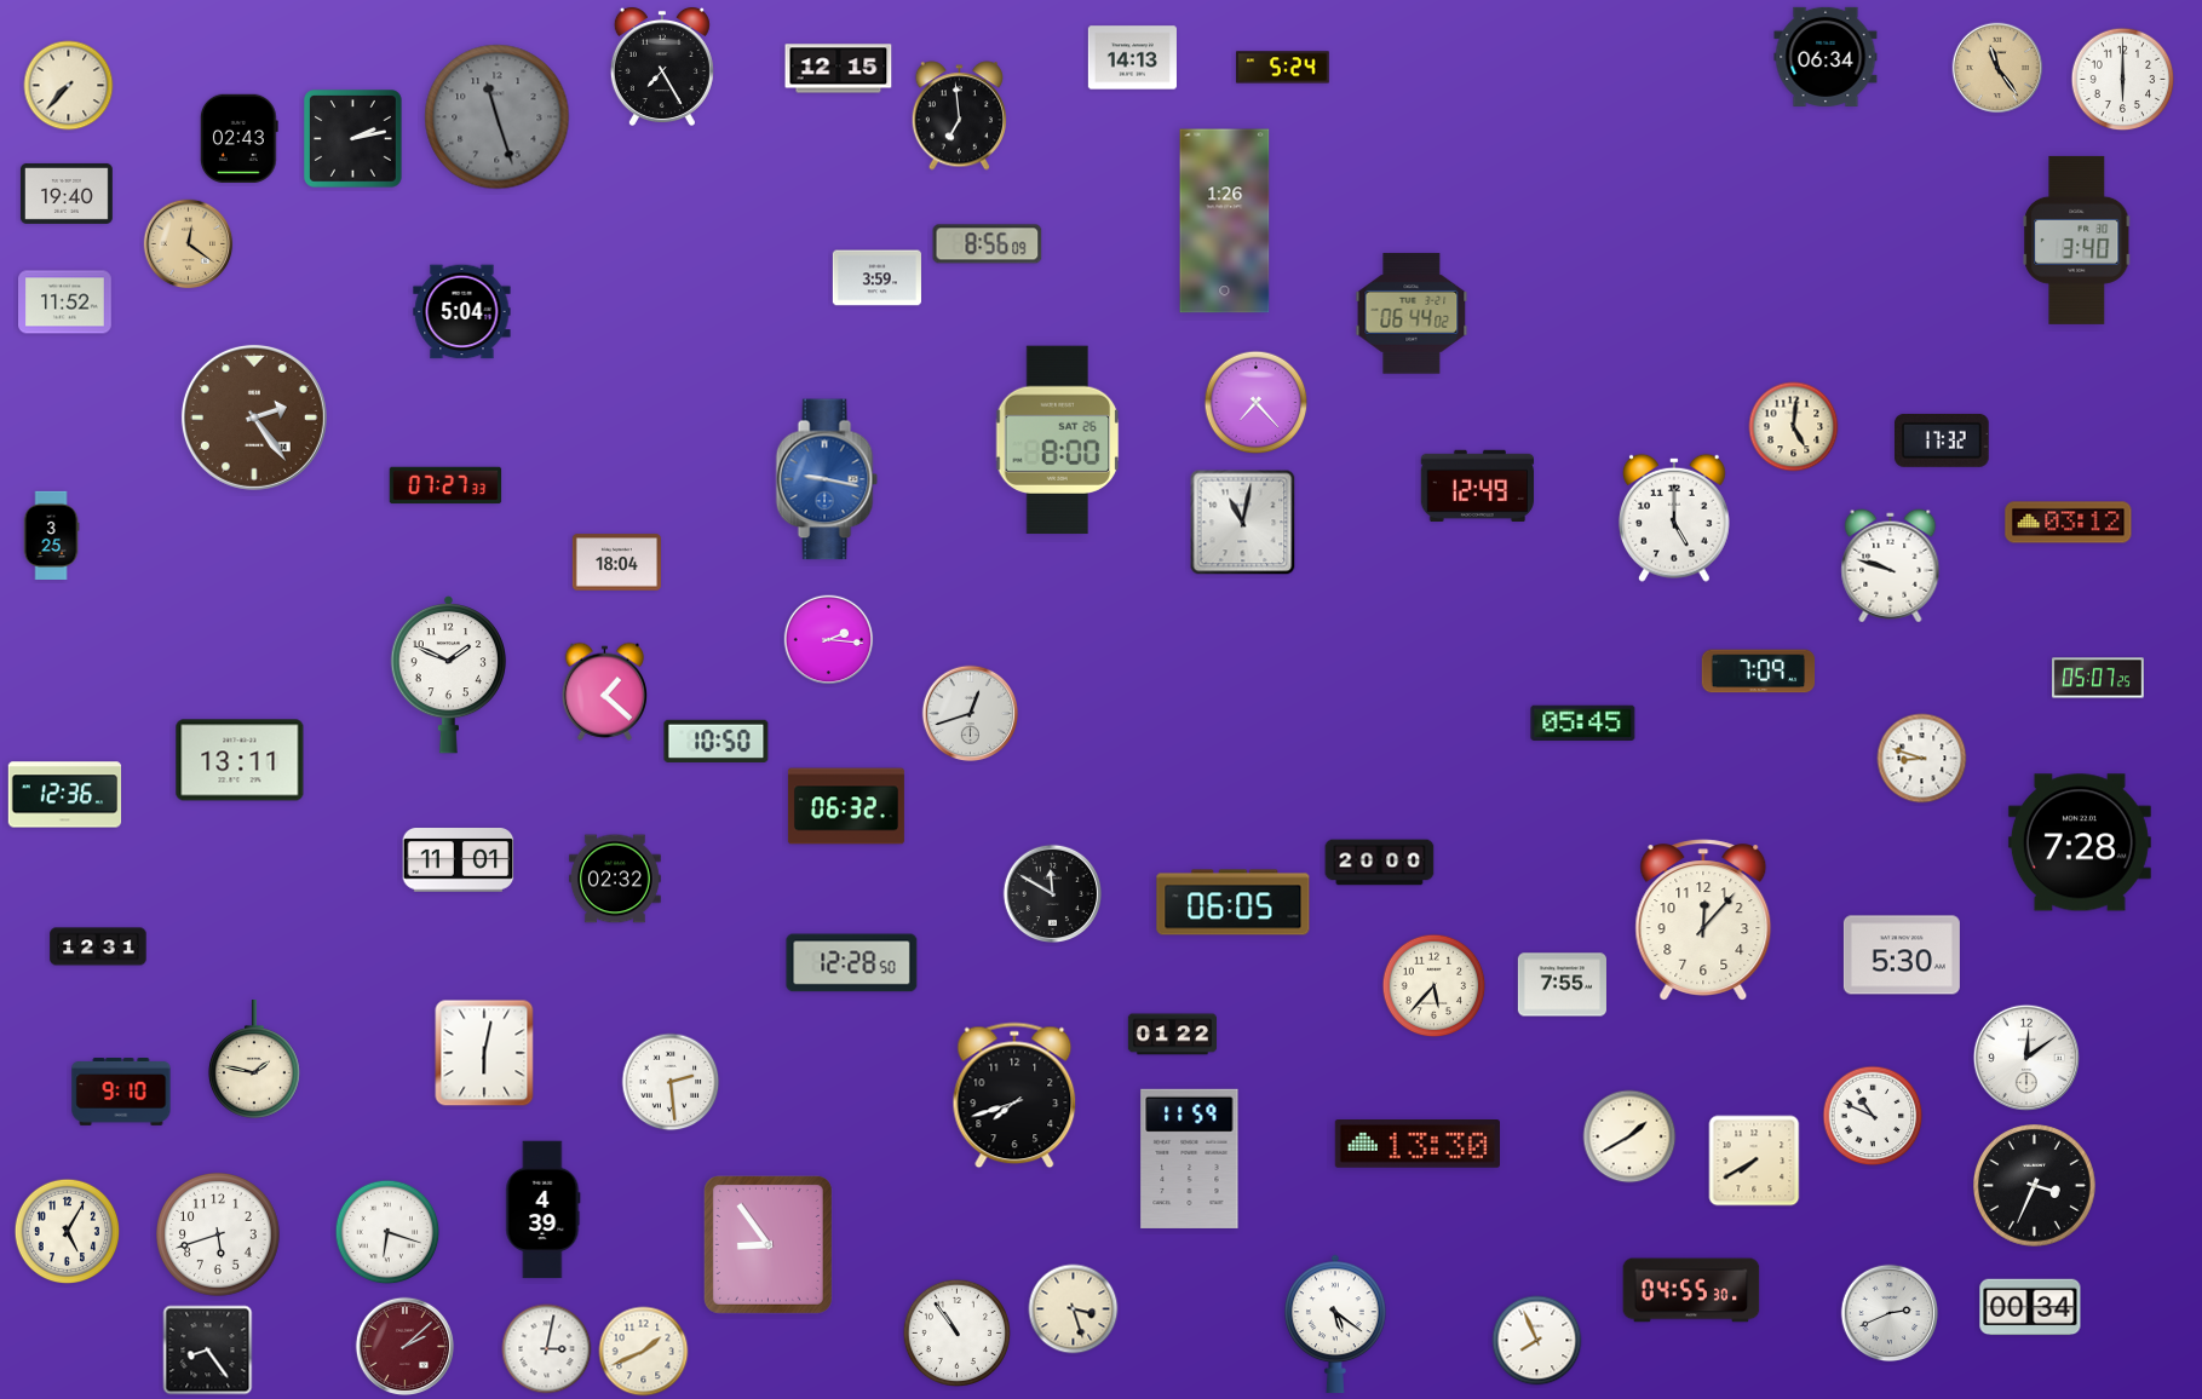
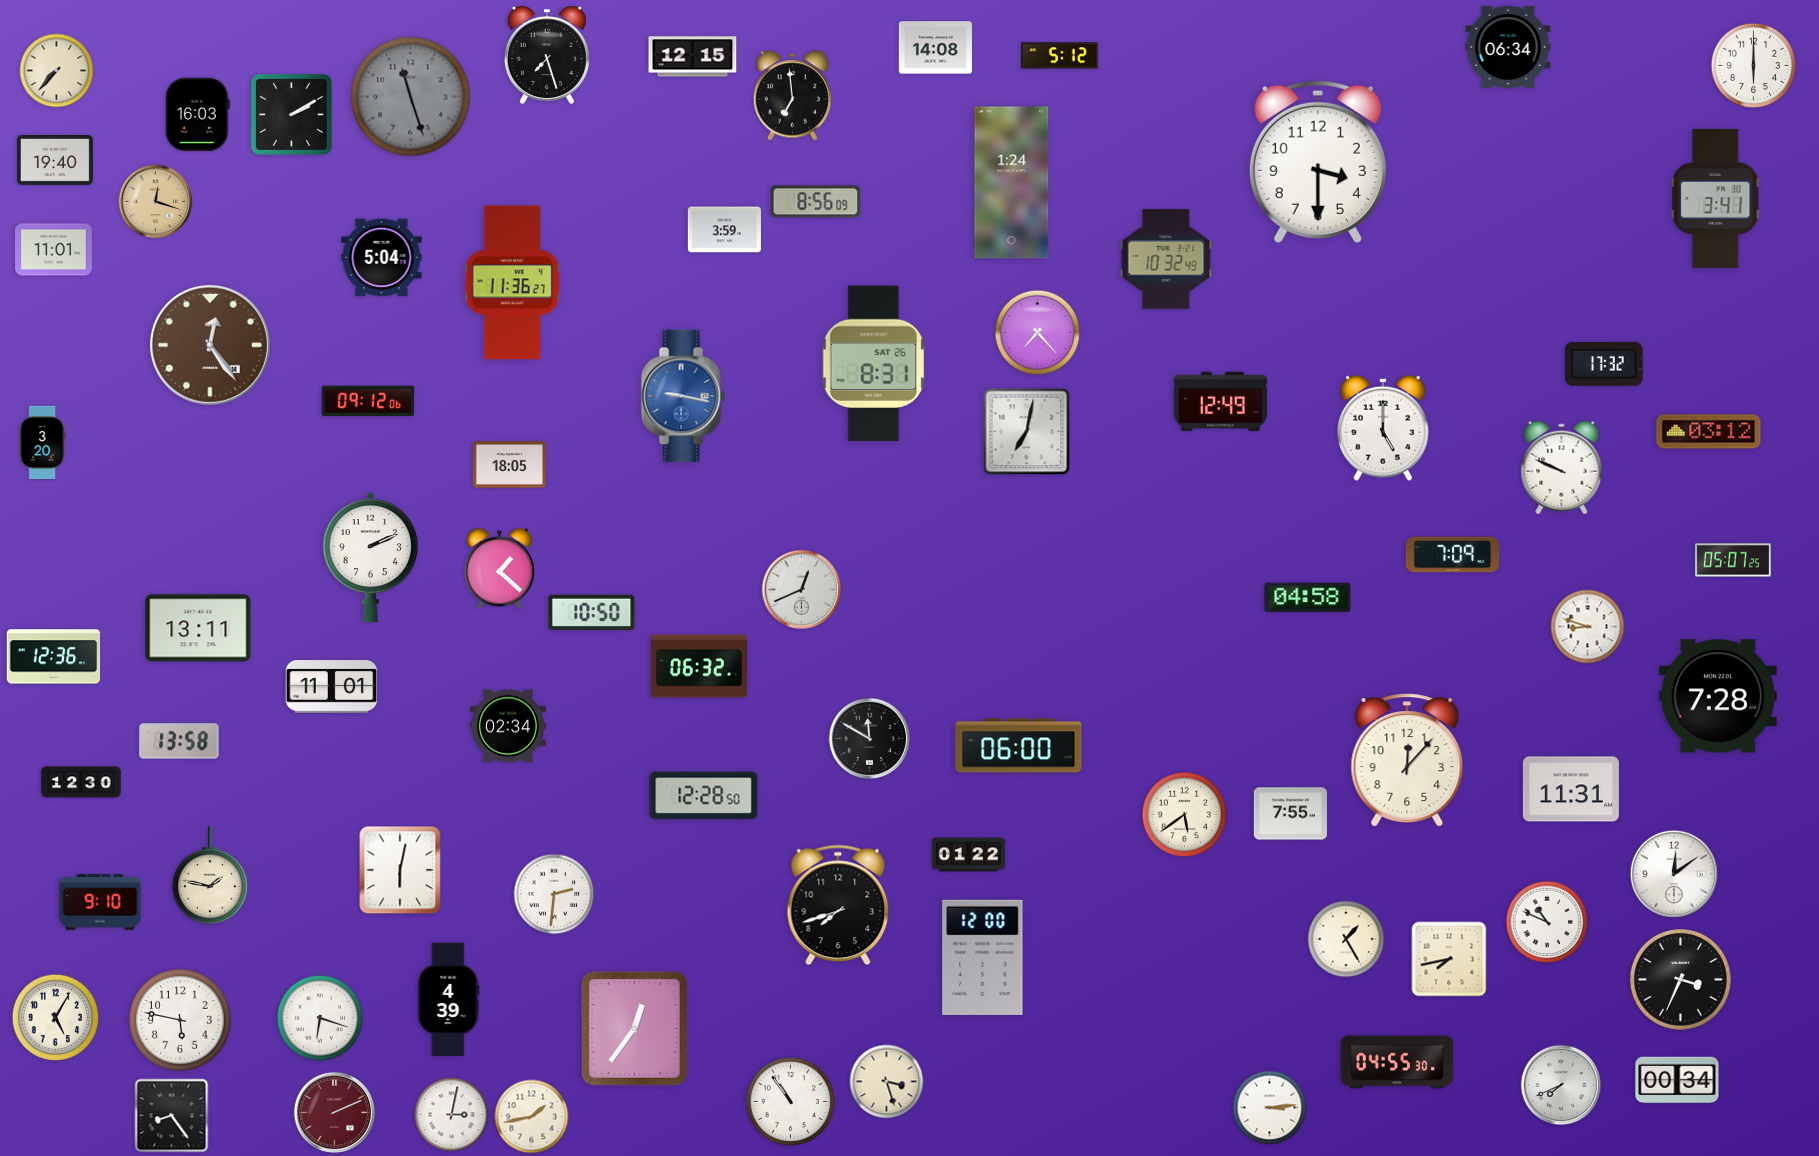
clock at (1132, 58): 14:13 -> 14:08
clock at (662, 67): 7:25 -> 7:27
clock at (1283, 68): 5:24 -> 5:12
clock at (1997, 68): 11:24 -> none
clock at (238, 138): 02:43 -> 16:03
clock at (353, 139): 2:13 -> 2:10
clock at (1318, 162): none -> 3:30
clock at (1225, 221): 1:26 -> 1:24
clock at (2077, 240): 3:40 -> 3:41
clock at (189, 244): 12:21 -> 12:18
clock at (65, 303): 11:52 -> 11:01
clock at (1412, 313): 06:44 -> 10:32
clock at (512, 283): none -> 11:36
clock at (254, 418): 2:24 -> 12:24
clock at (1794, 427): 5:01 -> none
clock at (1058, 441): 8:00 -> 8:31
clock at (445, 485): 07:27 -> 09:12
clock at (1243, 523): 11:02 -> 7:02
clock at (51, 535): 3:25 -> 3:20
clock at (616, 563): 18:04 -> 18:05
clock at (1891, 566): 9:48 -> 9:49
clock at (829, 640): 2:16 -> none
clock at (448, 674): 1:49 -> 2:11
clock at (604, 691) position: (604, 691) -> (499, 568)
clock at (971, 714): 12:42 -> 12:41
clock at (1583, 722): 05:45 -> 04:58
clock at (459, 860) position: (459, 860) -> (332, 687)
clock at (1380, 863): 20:00 -> none
clock at (615, 879): 02:32 -> 02:34
clock at (179, 741): none -> 13:58
clock at (1234, 903): 06:05 -> 06:00
clock at (98, 946): 12:31 -> 12:30
clock at (1902, 955): 5:30 -> 11:31
clock at (1435, 986): 5:37 -> 5:39
clock at (671, 1082): 2:29 -> 2:31
clock at (1629, 1136): 1:40 -> 1:25
clock at (1418, 1145): 13:30 -> none
clock at (1190, 1158): 11:59 -> 12:00
clock at (1754, 1161): 7:40 -> 7:43
clock at (219, 1236): 5:42 -> 5:47
clock at (767, 1244): 8:54 -> 12:36
clock at (1691, 1290) position: (1691, 1290) -> (1397, 1062)
clock at (1890, 1313): 2:41 -> 7:41
clock at (1335, 1323): 5:21 -> none
clock at (1537, 1341): 7:56 -> 3:14
clock at (406, 1347): 2:08 -> 2:11
clock at (644, 1352): 1:41 -> 1:43
